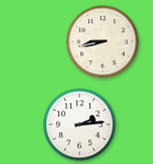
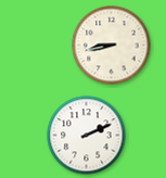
clock at (80, 125): 2:14 -> 2:11
